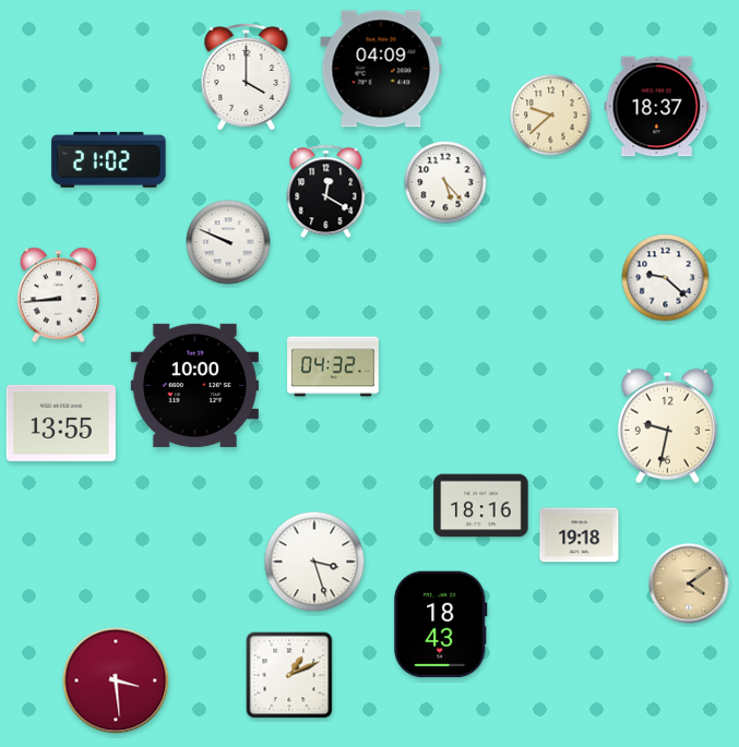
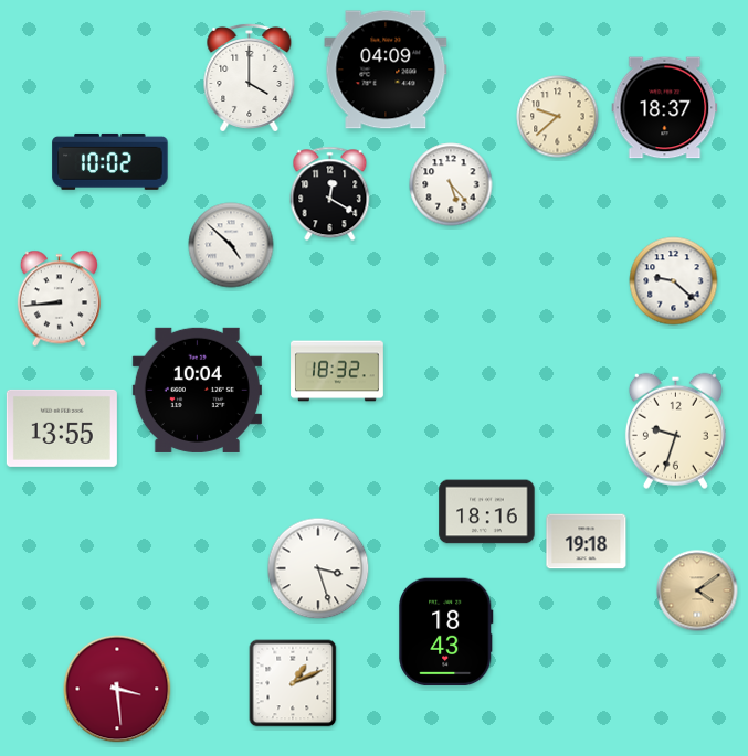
clock at (109, 159): 21:02 -> 10:02
clock at (228, 242): 9:49 -> 4:52
clock at (333, 366): 04:32 -> 18:32
clock at (194, 385): 10:00 -> 10:04
clock at (667, 425): 9:32 -> 9:33
